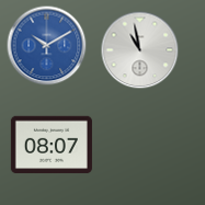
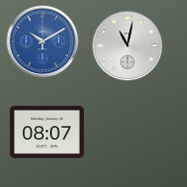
clock at (140, 50): 10:58 -> 11:02
